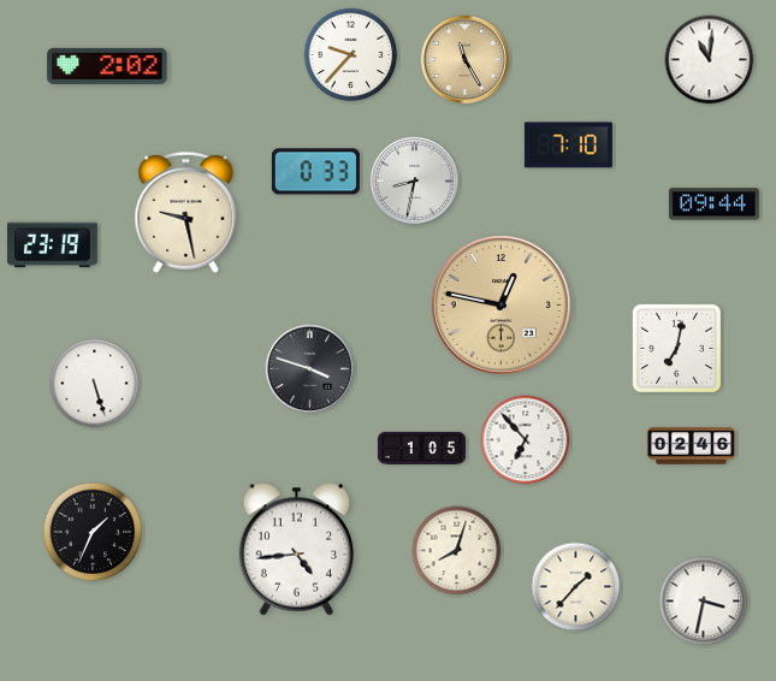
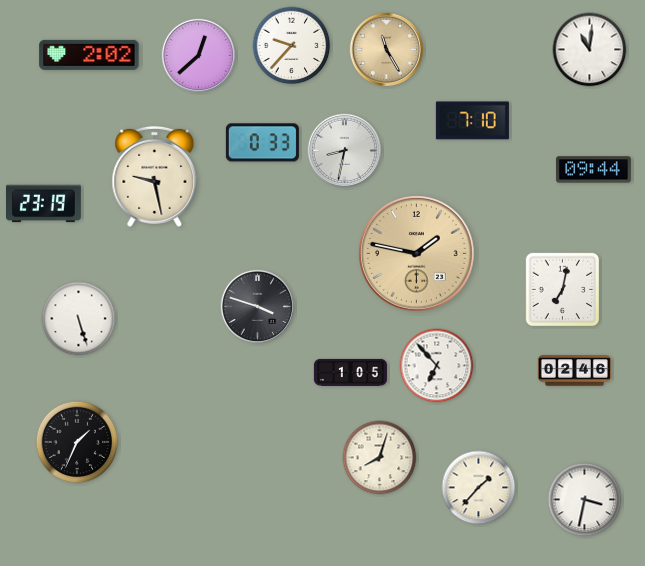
clock at (199, 56): none -> 12:38
clock at (502, 306): 12:47 -> 1:47
clock at (296, 550): 4:44 -> none
